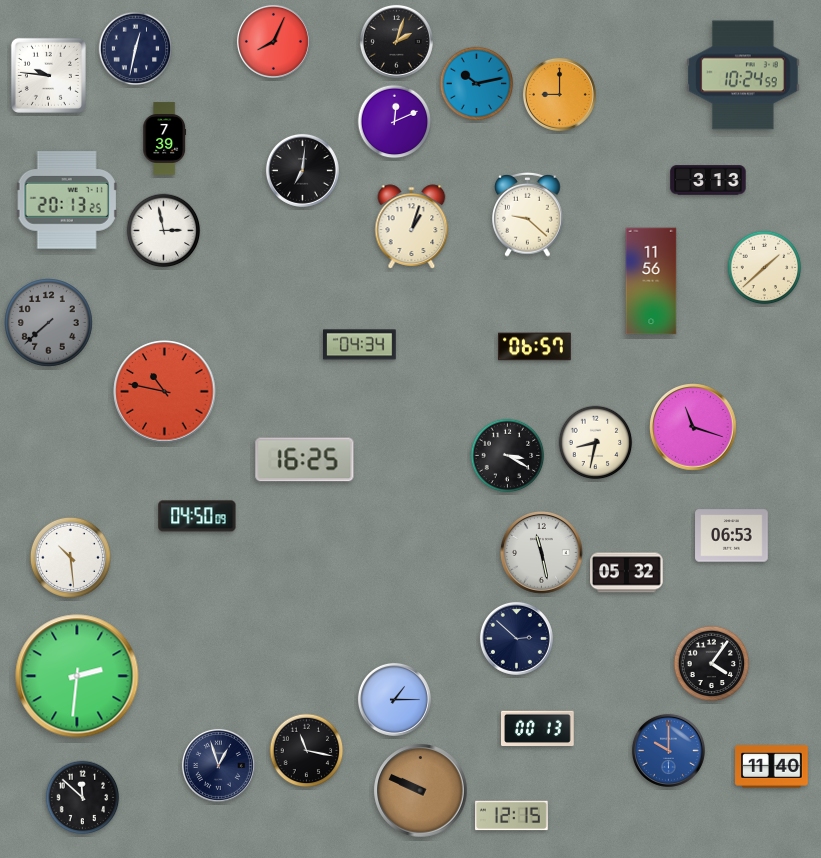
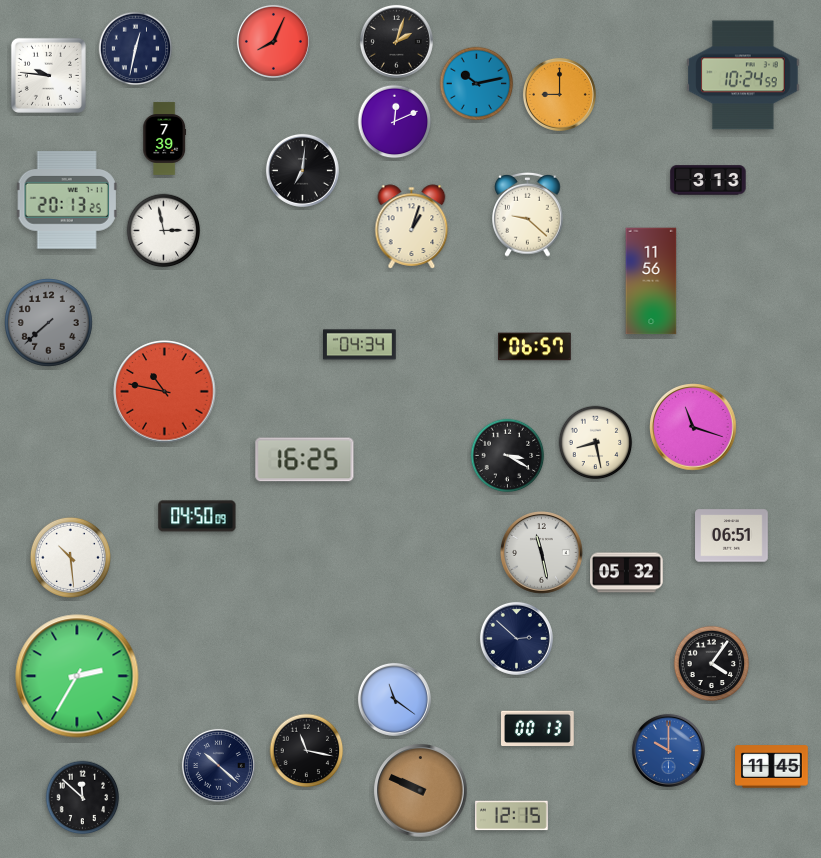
clock at (765, 268): 1:38 -> none
clock at (596, 443): 8:32 -> 8:28
clock at (732, 536): 06:53 -> 06:51
clock at (77, 676): 2:31 -> 2:35
clock at (394, 699): 1:15 -> 11:21
clock at (218, 765): 12:57 -> 10:22
clock at (772, 767): 11:40 -> 11:45
